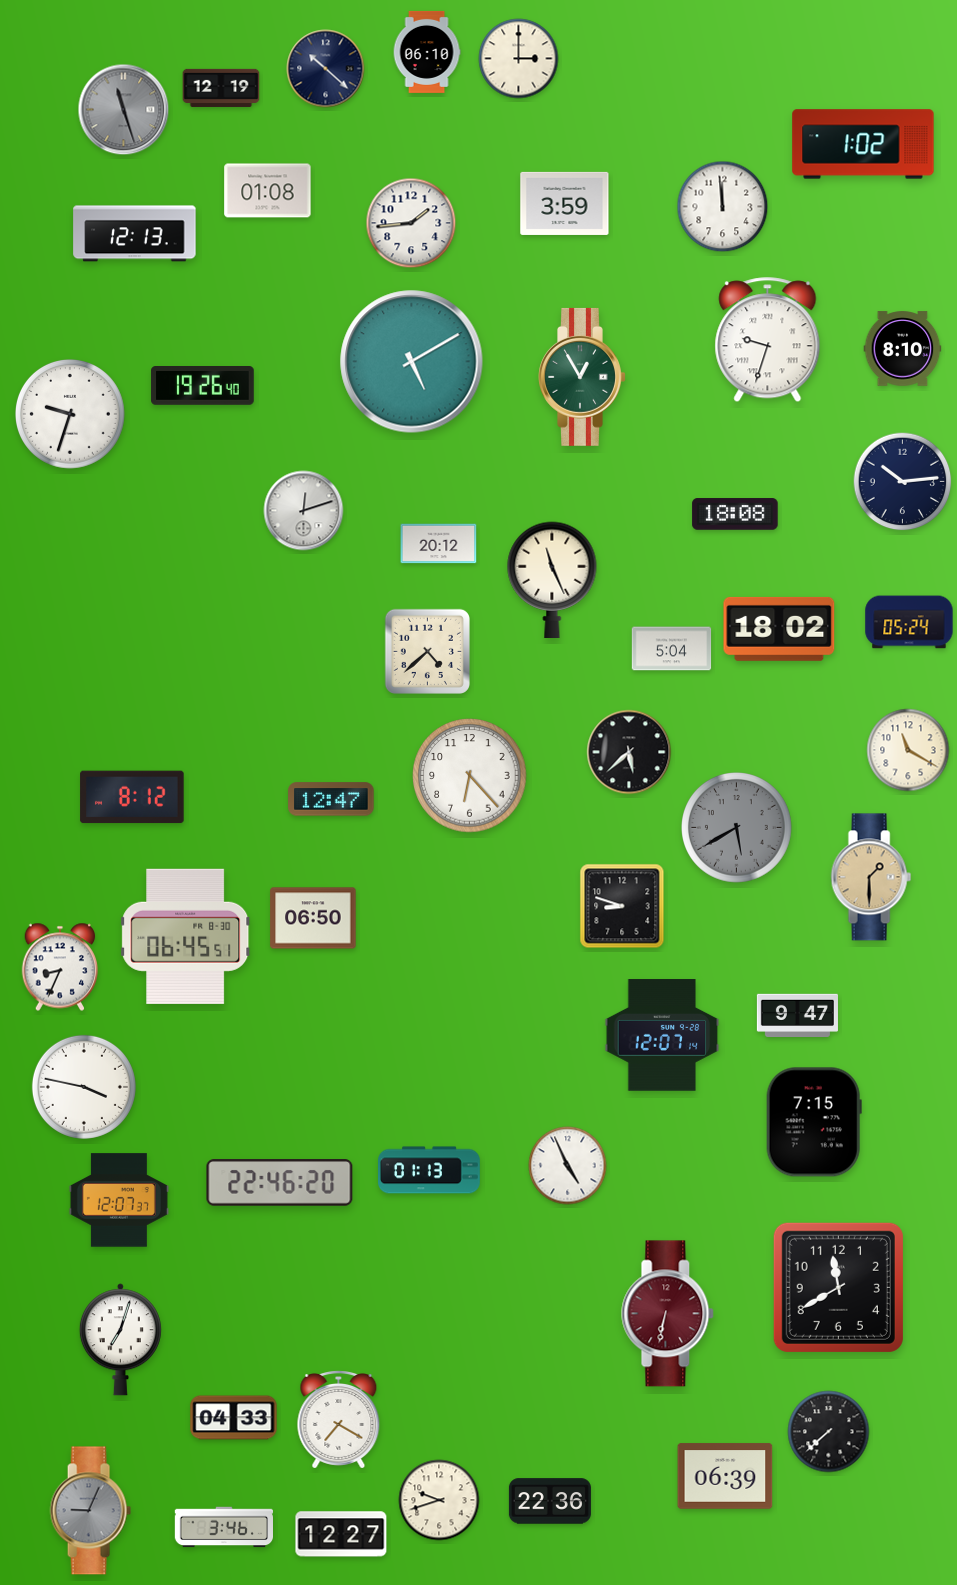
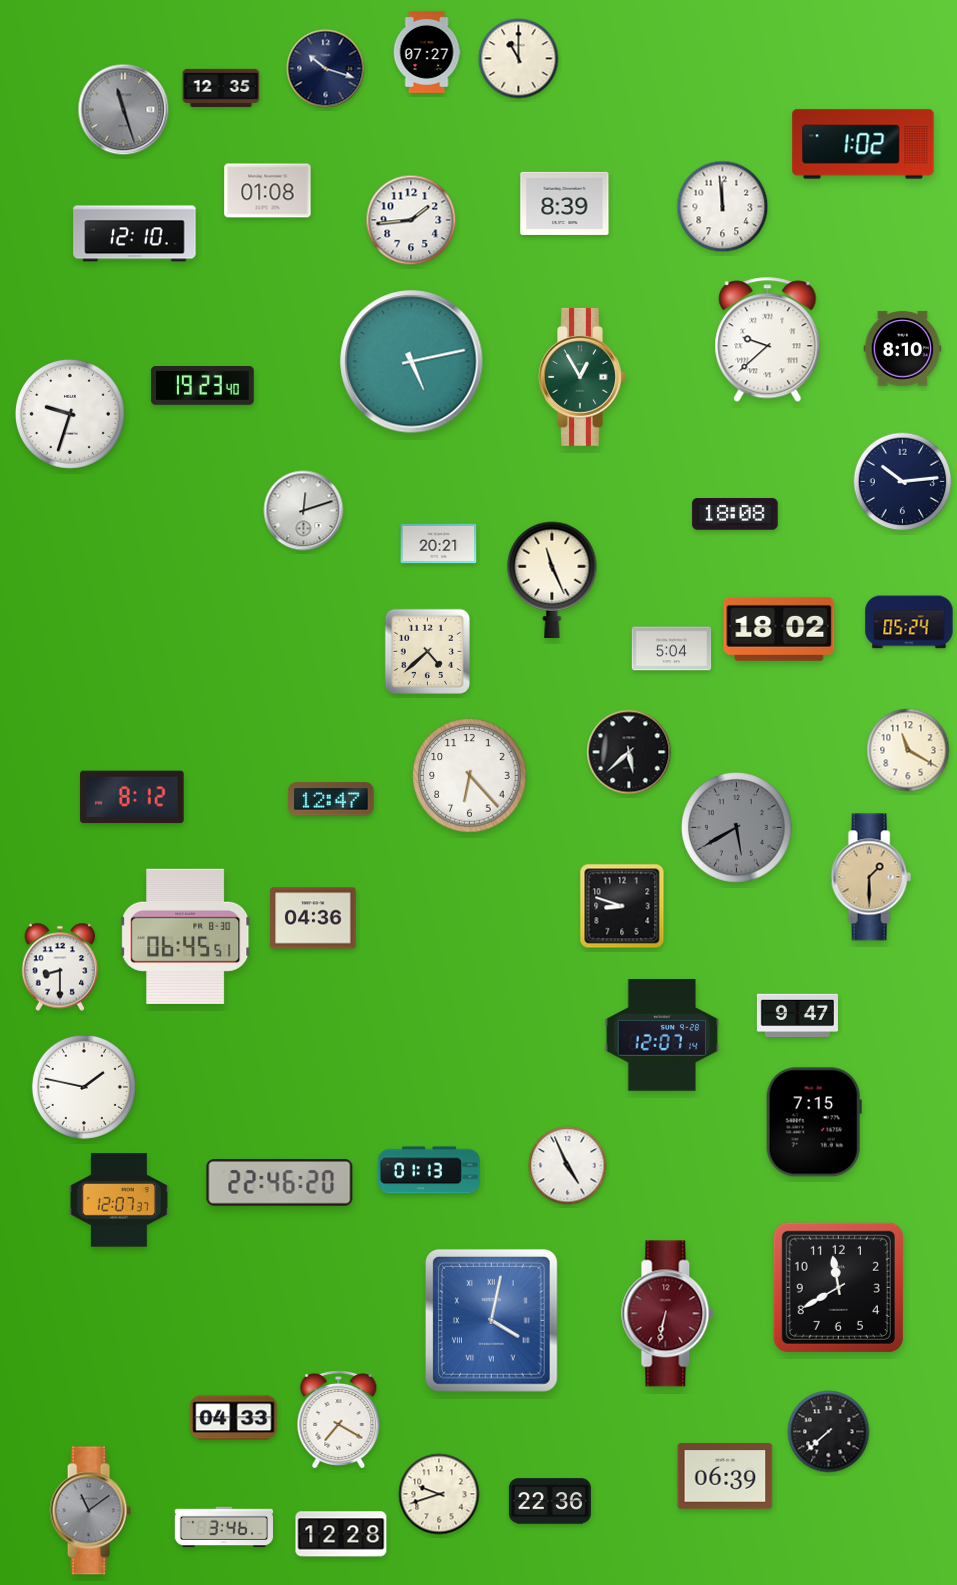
clock at (427, 52): 06:10 -> 07:27
clock at (519, 59): 3:00 -> 11:00
clock at (326, 69): 10:22 -> 10:18
clock at (221, 88): 12:19 -> 12:35
clock at (565, 203): 3:59 -> 8:39
clock at (411, 223) position: (411, 223) -> (411, 220)
clock at (135, 234): 12:13 -> 12:10
clock at (768, 340): 9:33 -> 9:38
clock at (412, 362): 5:10 -> 5:13
clock at (203, 386): 19:26 -> 19:23
clock at (439, 544): 20:12 -> 20:21
clock at (313, 918): 06:50 -> 04:36
clock at (60, 967): 8:34 -> 8:30
clock at (84, 1087): 3:47 -> 1:47
clock at (491, 1320): none -> 4:02
clock at (120, 1340): 7:03 -> none
clock at (439, 1500) position: (439, 1500) -> (439, 1494)
clock at (90, 1511): 9:04 -> 11:09
clock at (341, 1534): 12:27 -> 12:28
